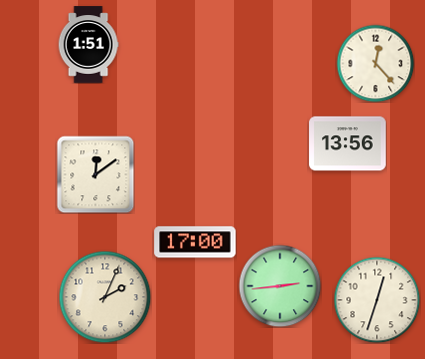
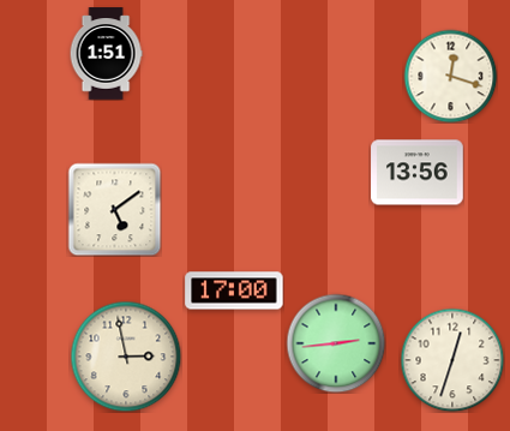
clock at (375, 63): 12:23 -> 12:18
clock at (95, 174): 12:09 -> 5:09
clock at (105, 297): 2:04 -> 2:58
